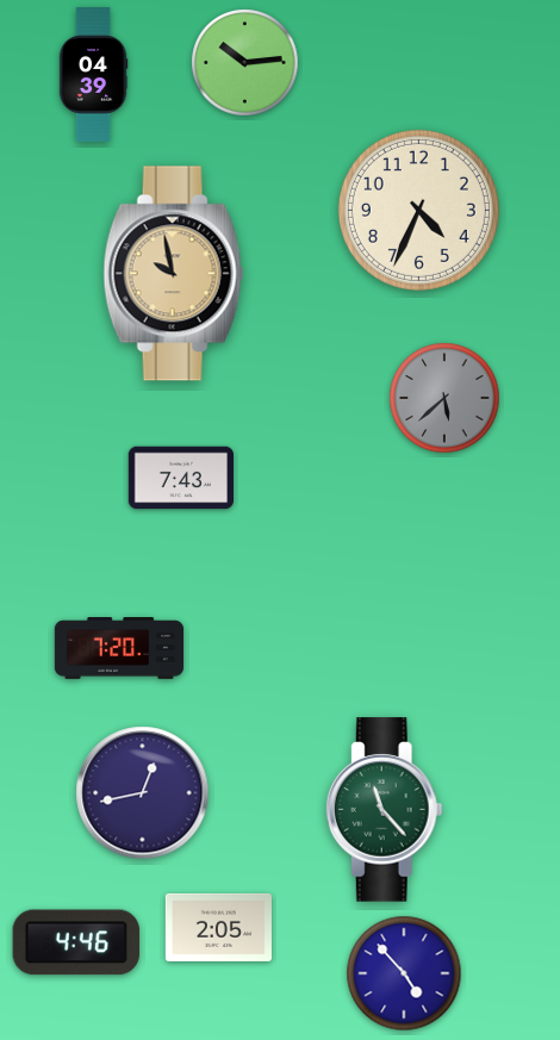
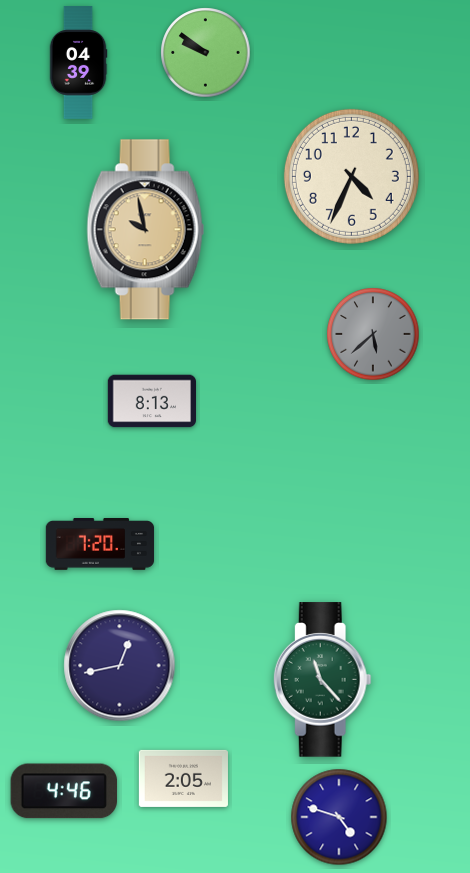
clock at (245, 63): 10:14 -> 9:51
clock at (180, 478): 7:43 -> 8:13
clock at (404, 973): 4:53 -> 4:48
